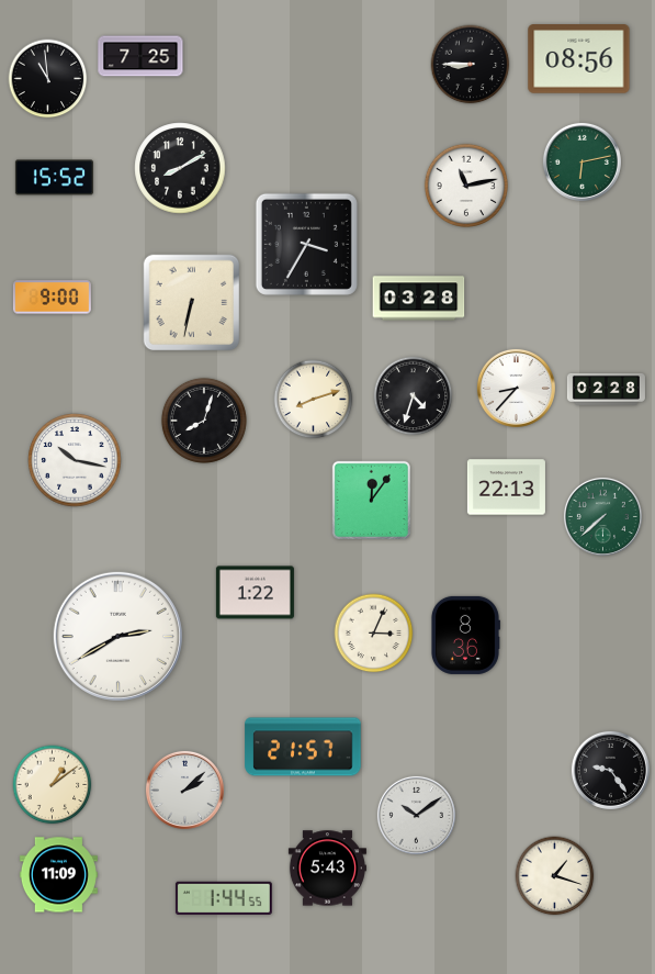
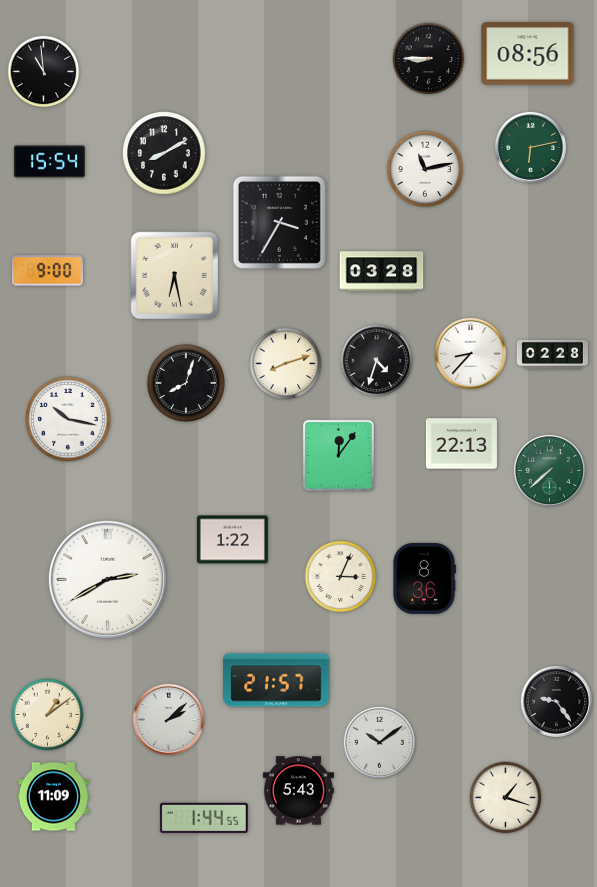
clock at (140, 56): 7:25 -> none
clock at (54, 178): 15:52 -> 15:54
clock at (192, 303): 6:32 -> 6:28
